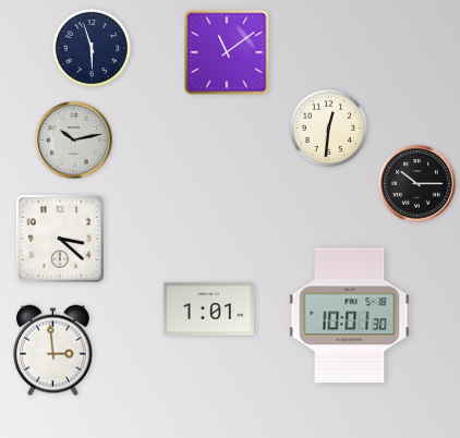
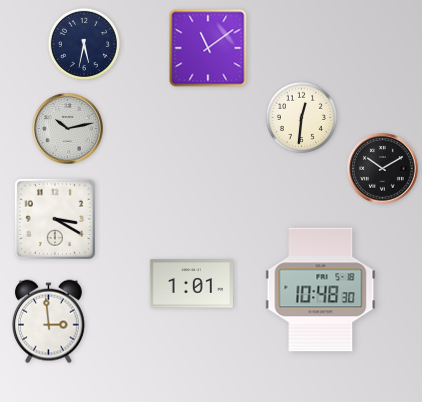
clock at (92, 48): 5:57 -> 5:32
clock at (417, 184): 10:15 -> 10:10
clock at (60, 239): 3:22 -> 3:20
clock at (350, 316): 10:01 -> 10:48
